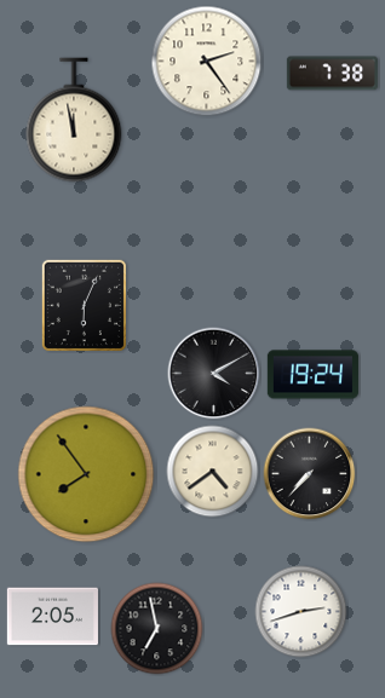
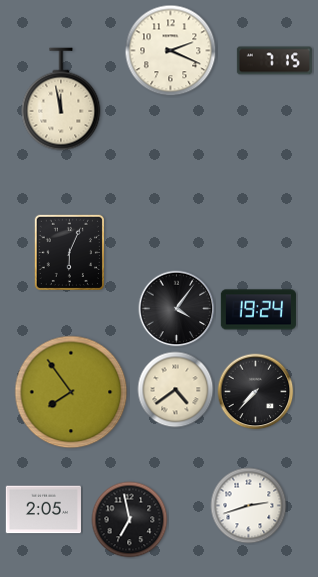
clock at (207, 62): 2:24 -> 2:19
clock at (332, 74): 7:38 -> 7:15
clock at (214, 374): 4:10 -> 4:06
